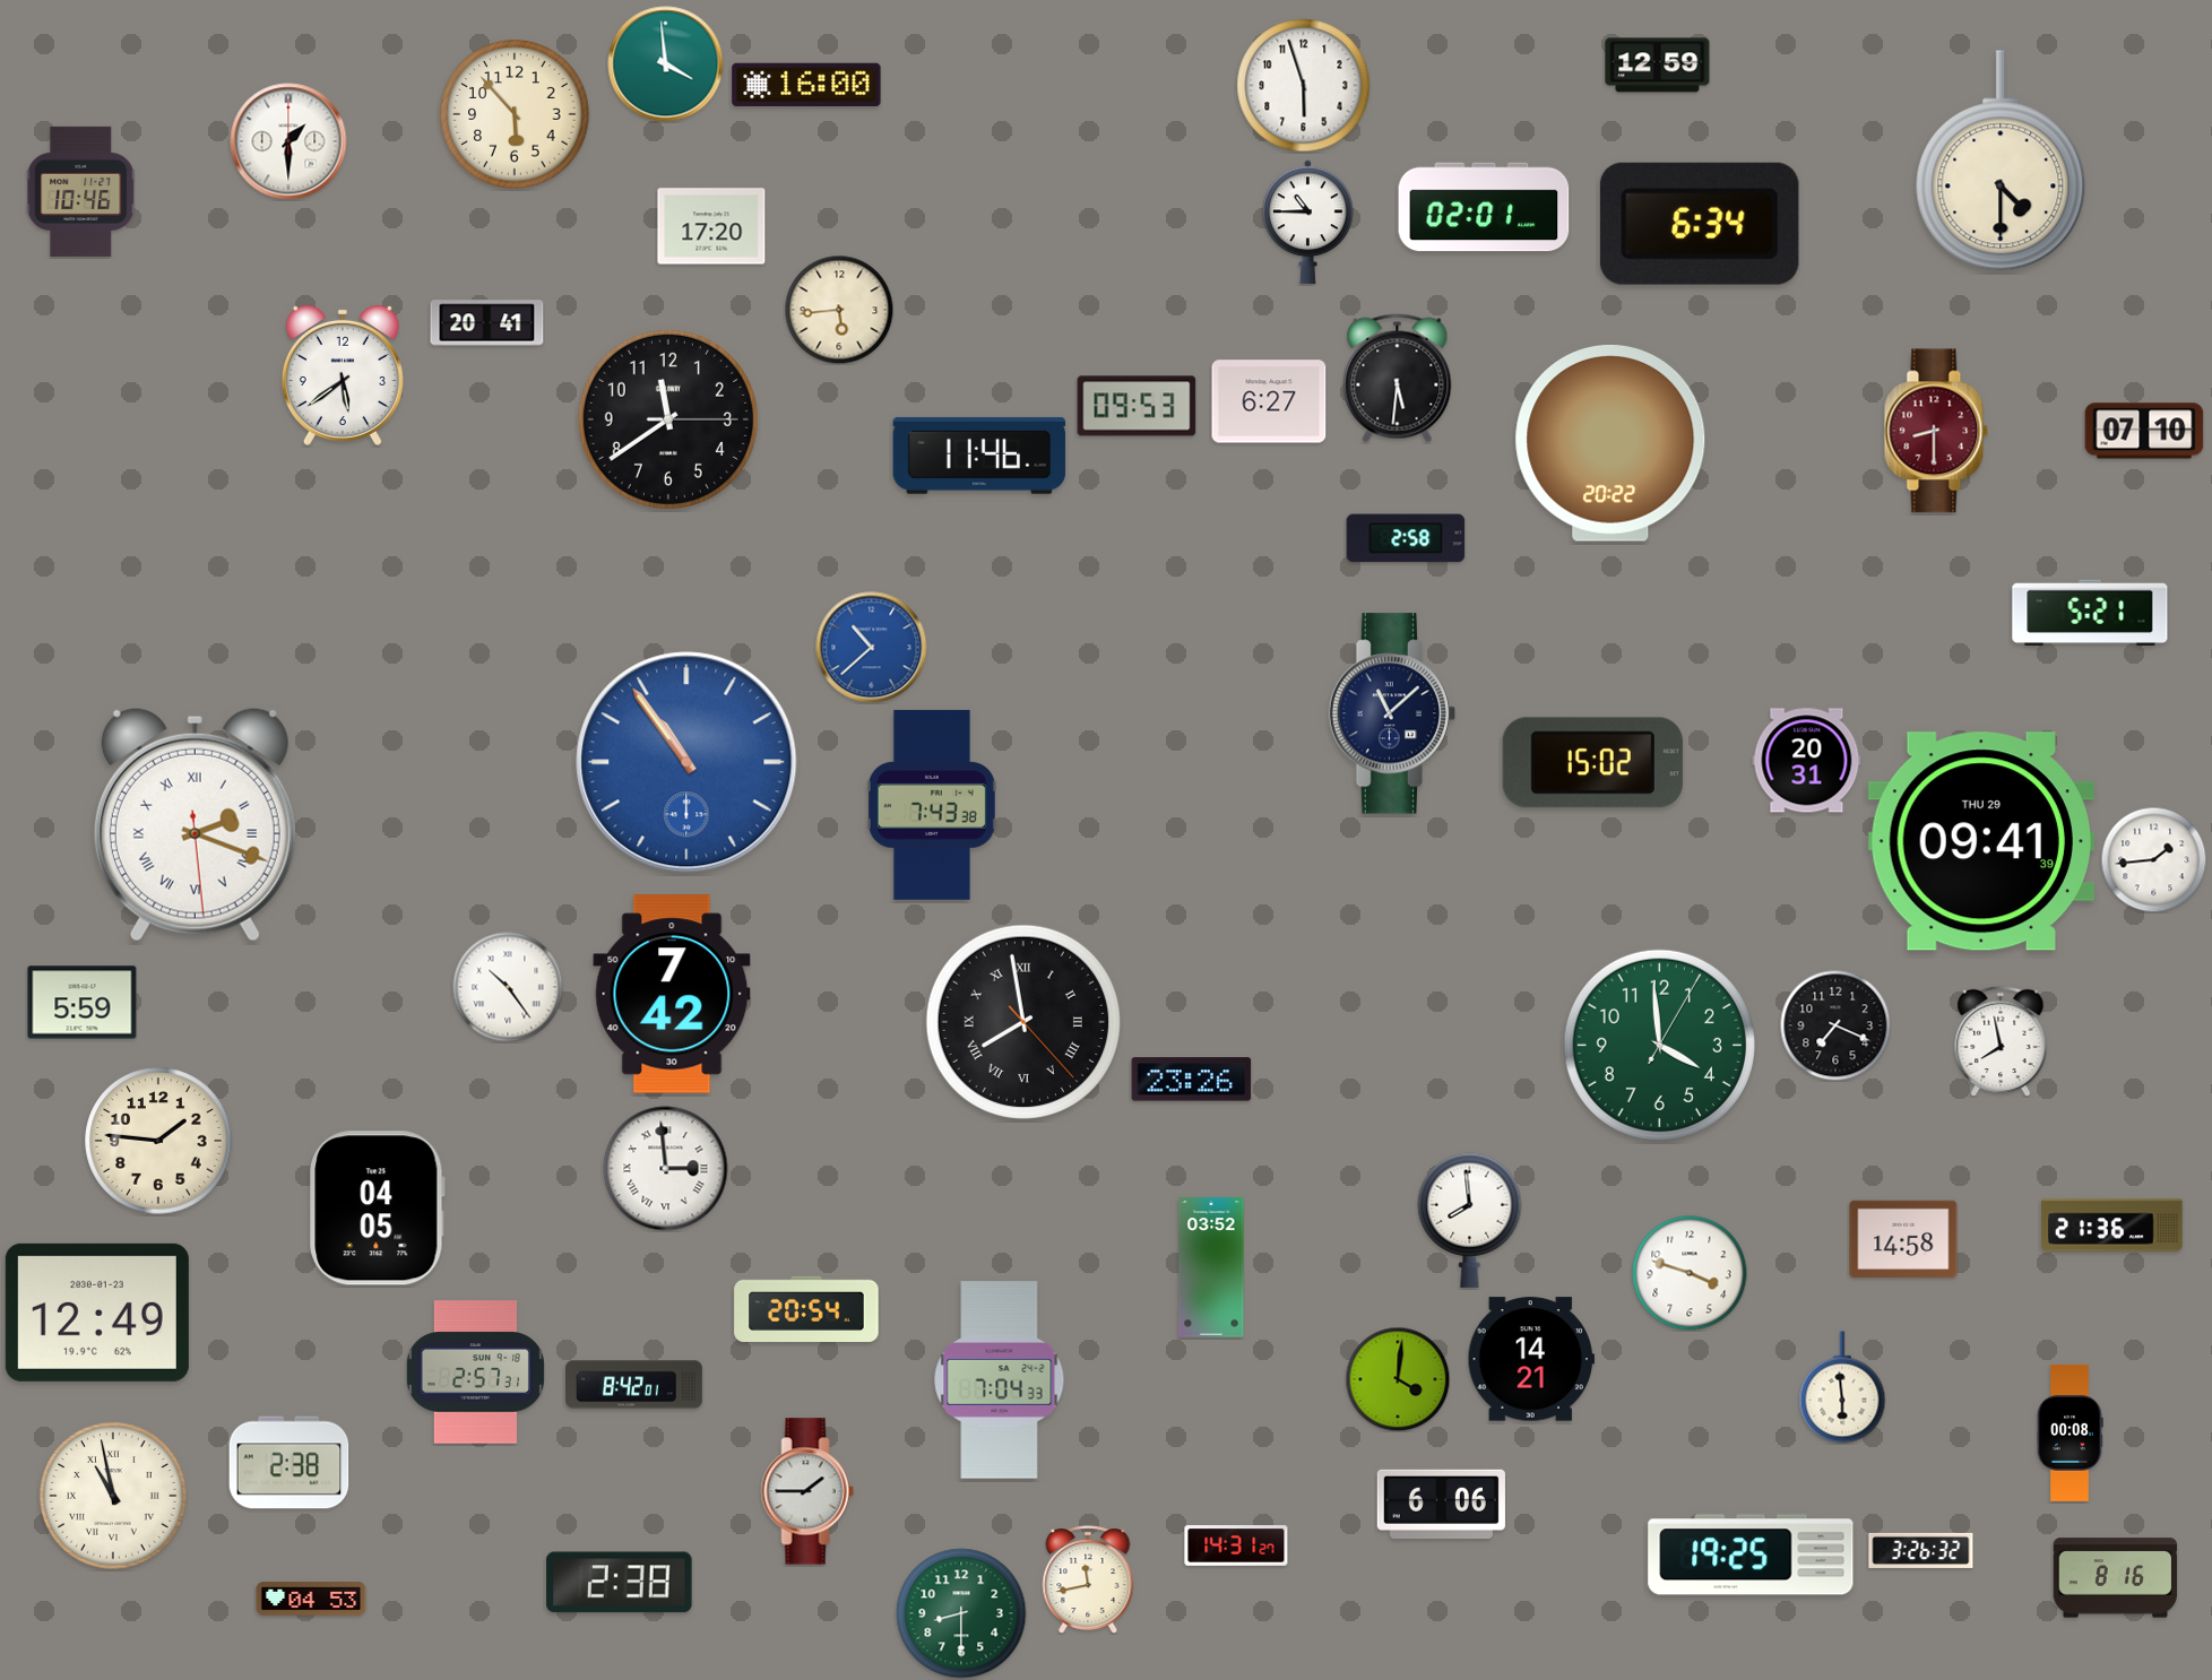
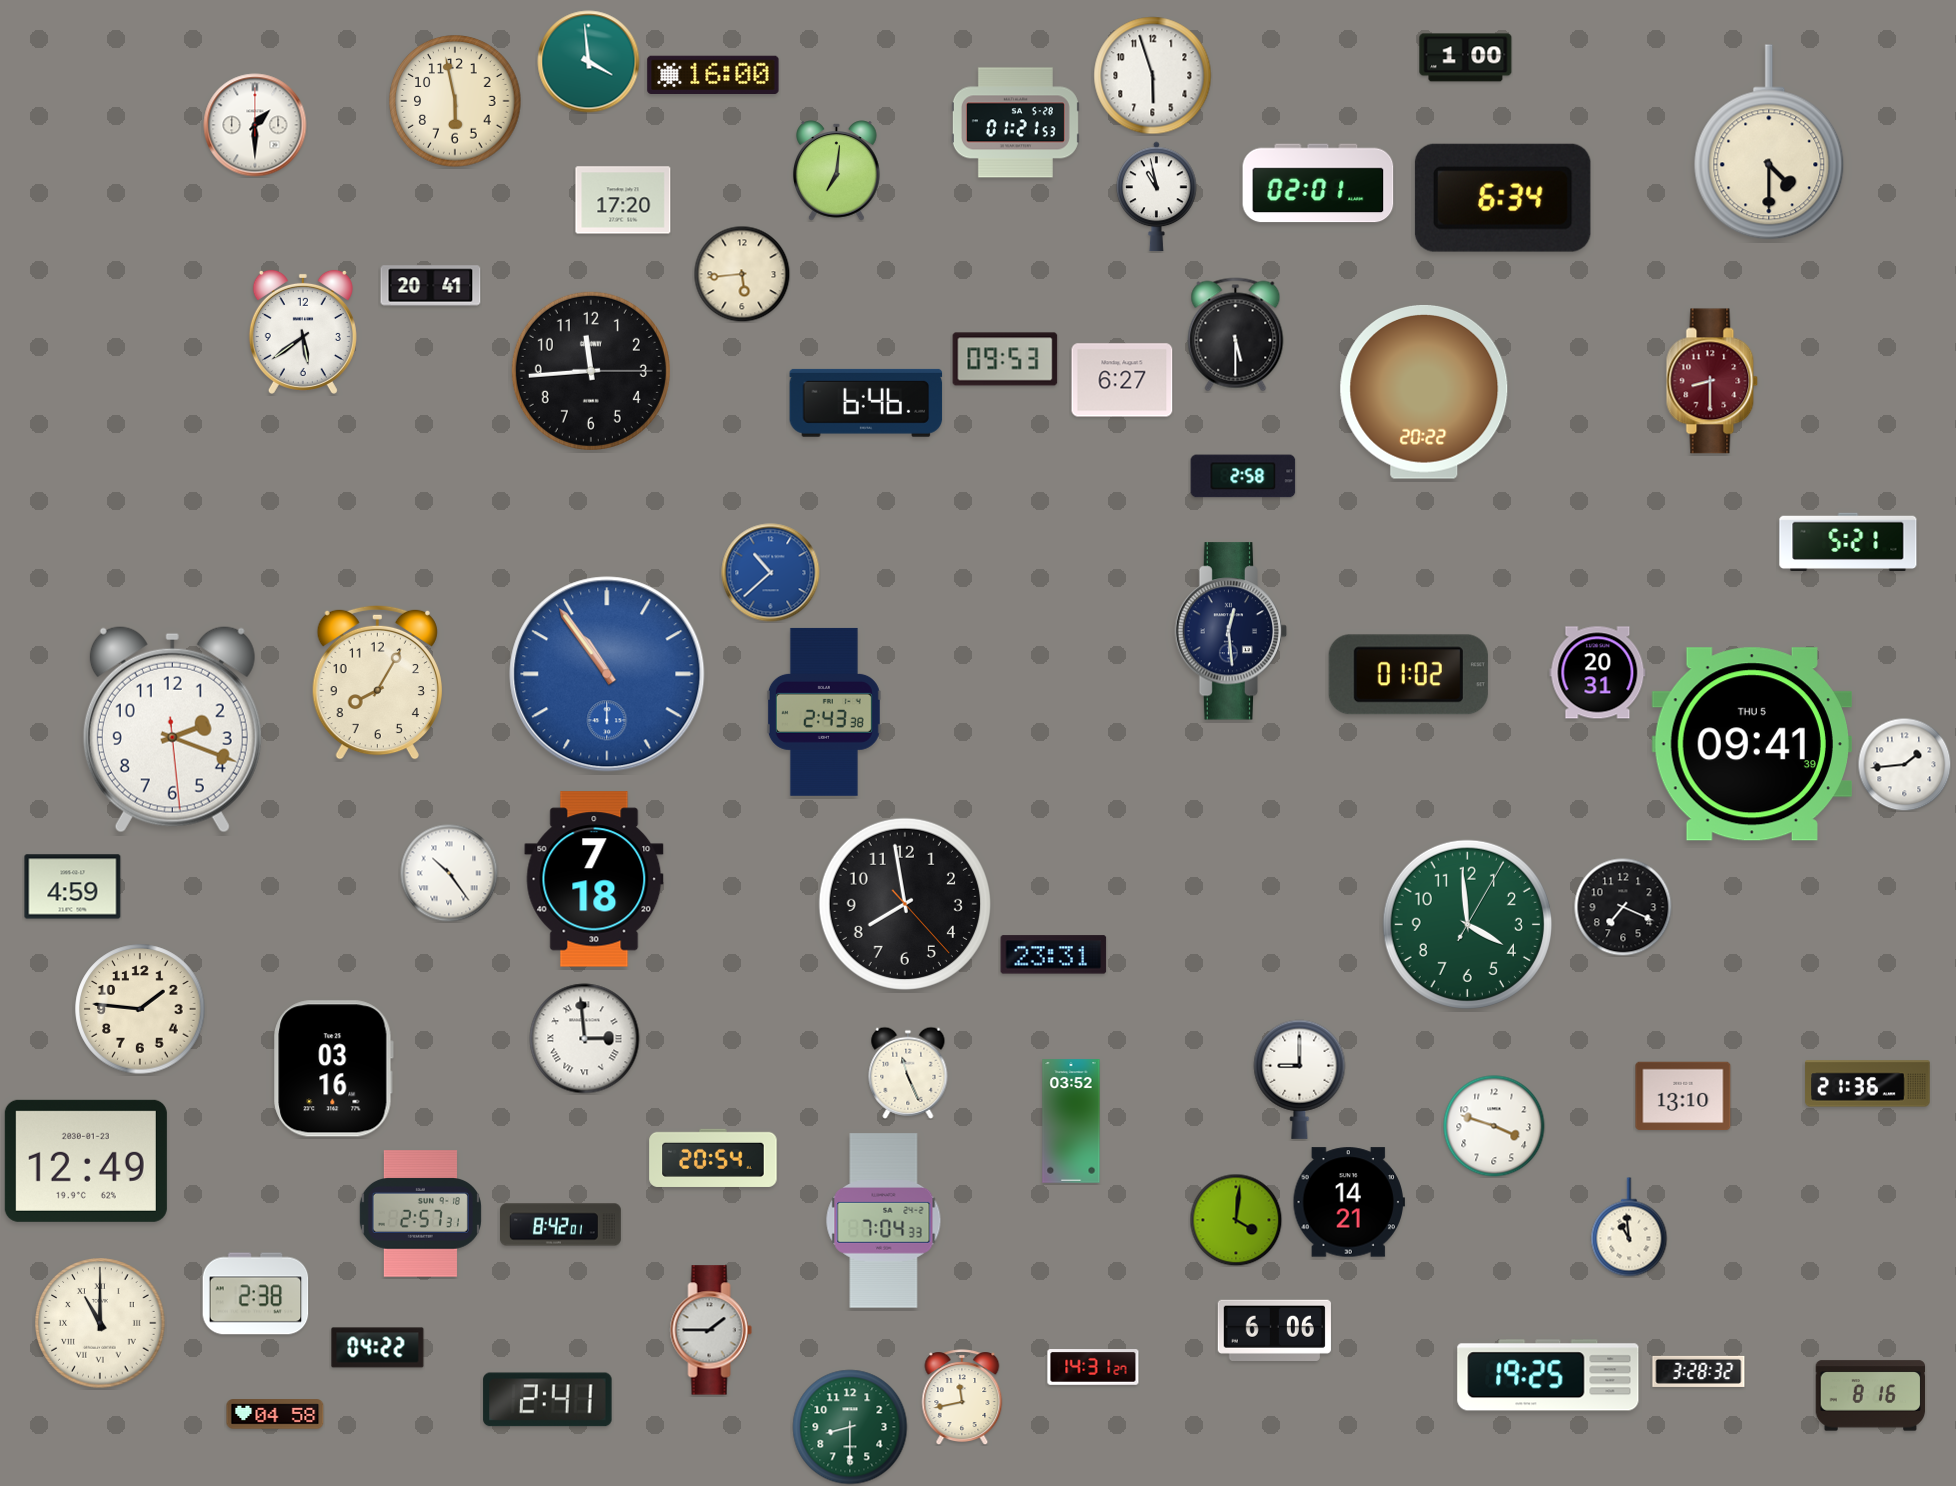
clock at (666, 64) position: (666, 64) -> (589, 62)
clock at (1658, 66): 12:59 -> 1:00
clock at (515, 114): 5:53 -> 5:58
clock at (1015, 123): none -> 01:21
clock at (81, 191): 10:46 -> none
clock at (837, 171): none -> 7:01
clock at (1484, 207) position: (1484, 207) -> (1318, 183)
clock at (1308, 223): 10:45 -> 10:58
clock at (711, 226) position: (711, 226) -> (623, 200)
clock at (1398, 379): 5:31 -> 5:30
clock at (1269, 401) position: (1269, 401) -> (1122, 380)
clock at (668, 419): 11:39 -> 11:44
clock at (2144, 431): 07:10 -> none
clock at (979, 456): 11:46 -> 6:46
clock at (1392, 713): 11:08 -> 12:29
clock at (1592, 763): 15:02 -> 01:02
clock at (377, 682): none -> 8:05
clock at (932, 805): 7:43 -> 2:43
clock at (195, 824) numerals: Roman -> Arabic
clock at (1981, 841) date: THU 29 -> THU 5
clock at (2153, 859) position: (2153, 859) -> (1904, 764)
clock at (672, 994): 7:42 -> 7:18
clock at (83, 1003): 5:59 -> 4:59
clock at (1023, 1022) numerals: Roman -> Arabic
clock at (2001, 1041): 7:58 -> none
clock at (1192, 1080): 23:26 -> 23:31
clock at (666, 1169) position: (666, 1169) -> (585, 1039)
clock at (378, 1209): 04:05 -> 03:16
clock at (908, 1073): none -> 11:26
clock at (1470, 1220): 7:59 -> 9:00
clock at (1903, 1239): 14:58 -> 13:10
clock at (1531, 1359) position: (1531, 1359) -> (1349, 1202)
clock at (1842, 1387): 5:59 -> 10:59
clock at (2071, 1434): 00:08 -> none
clock at (807, 1491) position: (807, 1491) -> (711, 1330)
clock at (113, 1496): 10:58 -> 11:00
clock at (378, 1348): none -> 04:22
clock at (1921, 1550): 3:26 -> 3:28
clock at (620, 1583): 2:38 -> 2:41
clock at (311, 1599): 04:53 -> 04:58
